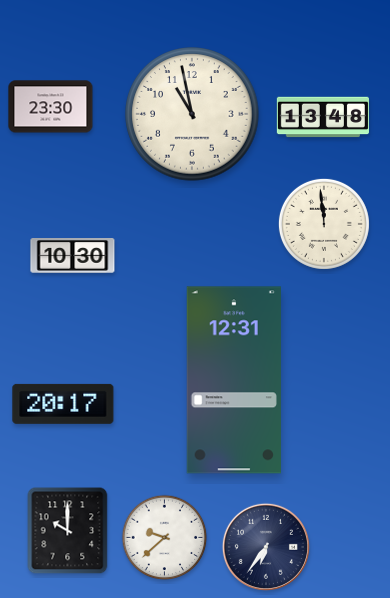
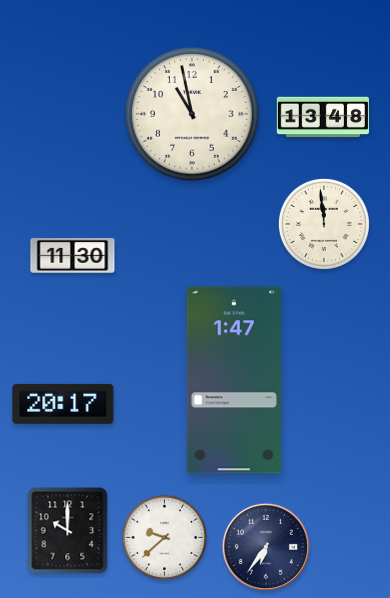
clock at (51, 107): 23:30 -> none
clock at (73, 256): 10:30 -> 11:30
clock at (234, 380): 12:31 -> 1:47
